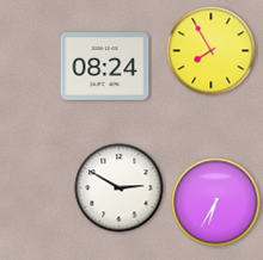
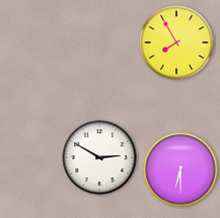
clock at (105, 67): 08:24 -> none
clock at (216, 203): 6:35 -> 6:30
